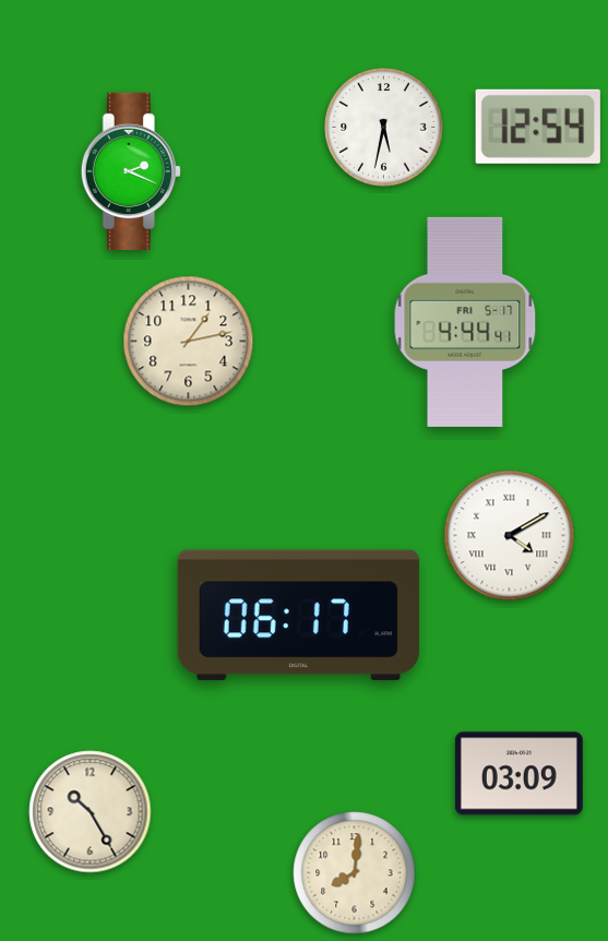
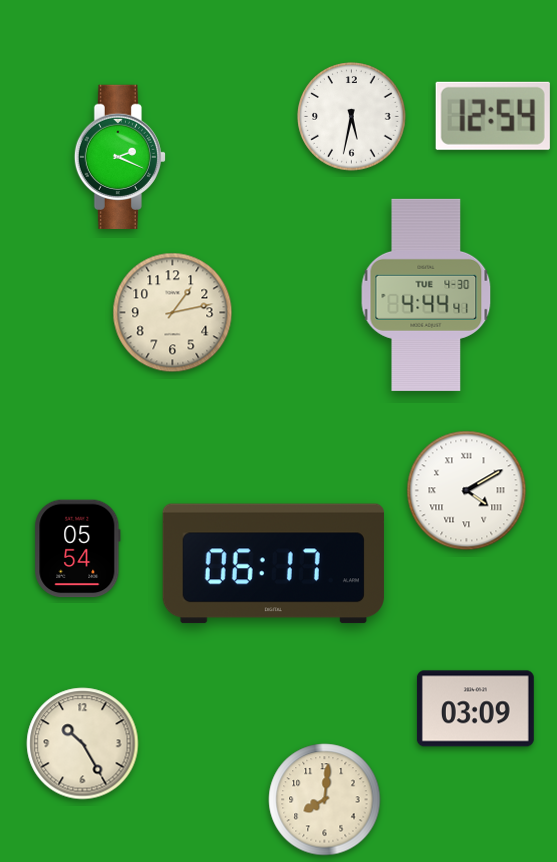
clock at (465, 322) date: FRI 5-17 -> TUE 4-30
clock at (78, 549): none -> 05:54
